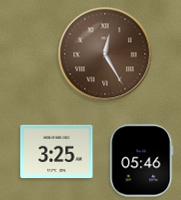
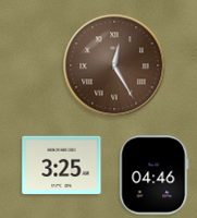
clock at (105, 54) position: (105, 54) -> (114, 65)
clock at (142, 161): 05:46 -> 04:46
